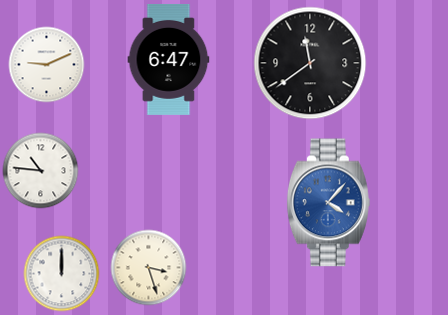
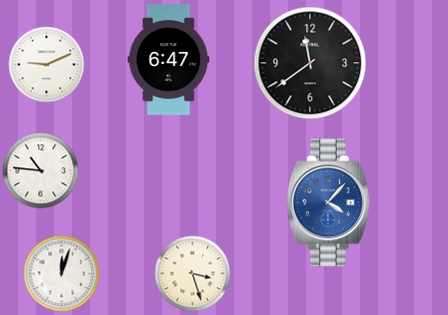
clock at (149, 268) position: (149, 268) -> (193, 274)
clock at (62, 274): 12:00 -> 12:03
